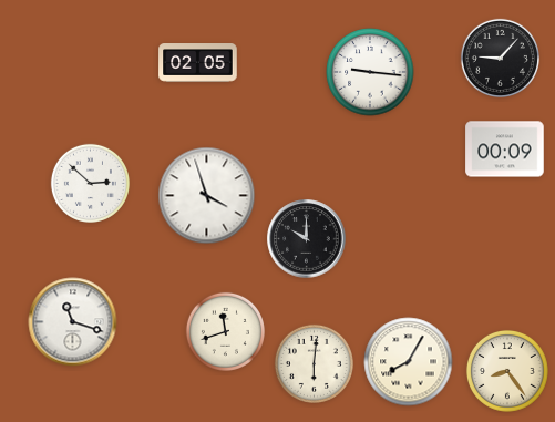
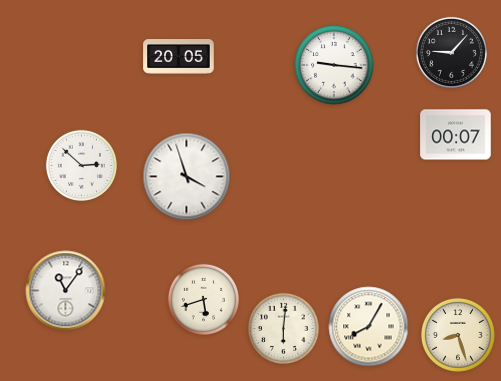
clock at (198, 63): 02:05 -> 20:05
clock at (505, 150): 00:09 -> 00:07
clock at (307, 239): 10:00 -> none
clock at (73, 322): 11:18 -> 11:06
clock at (225, 331): 11:42 -> 5:42
clock at (507, 371): 8:24 -> 8:27
